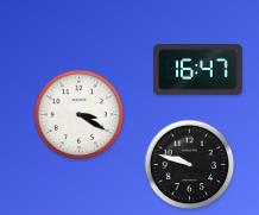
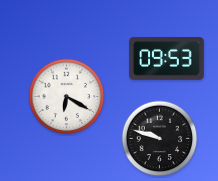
clock at (198, 70): 16:47 -> 09:53
clock at (80, 115): 3:20 -> 6:20
